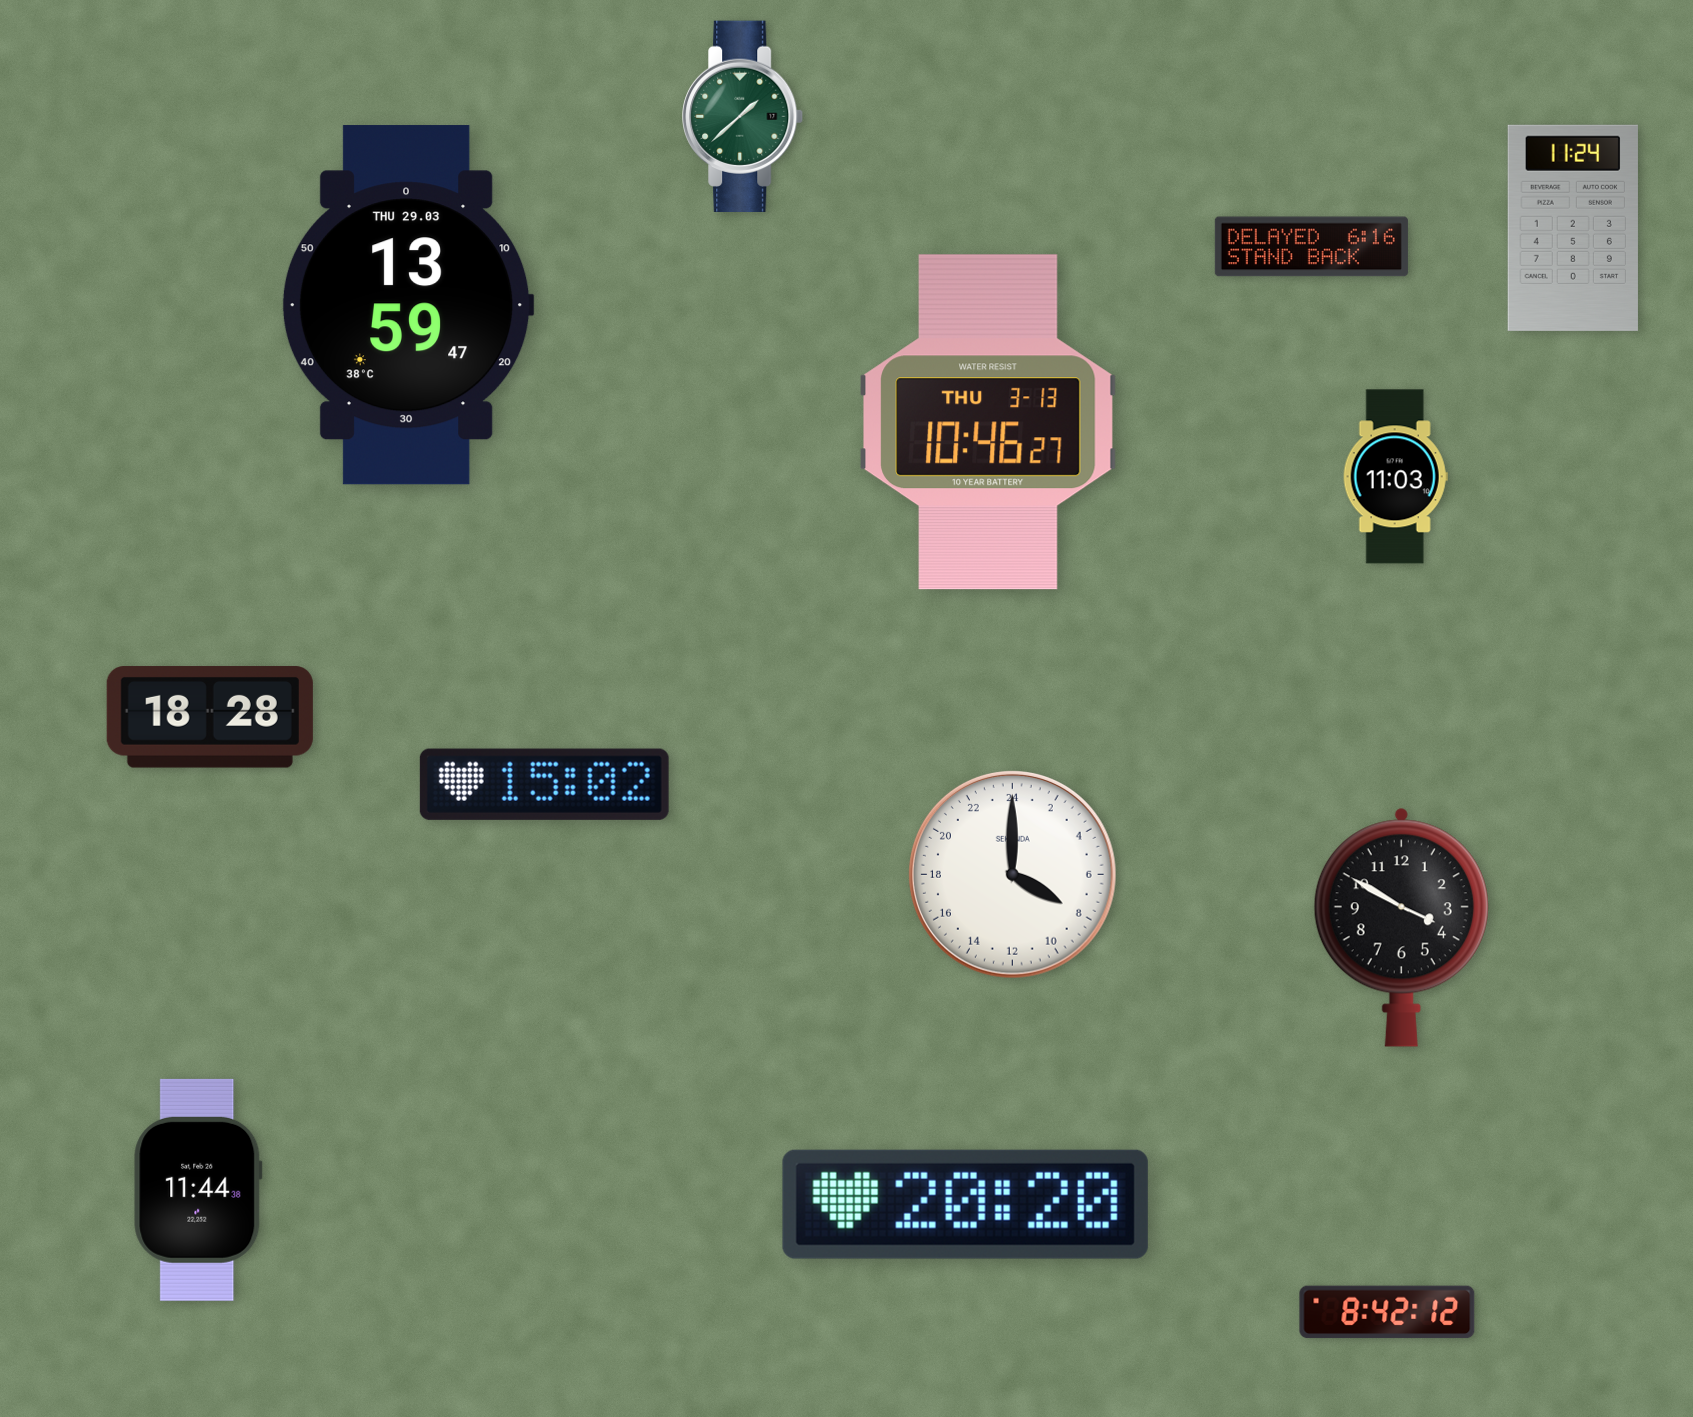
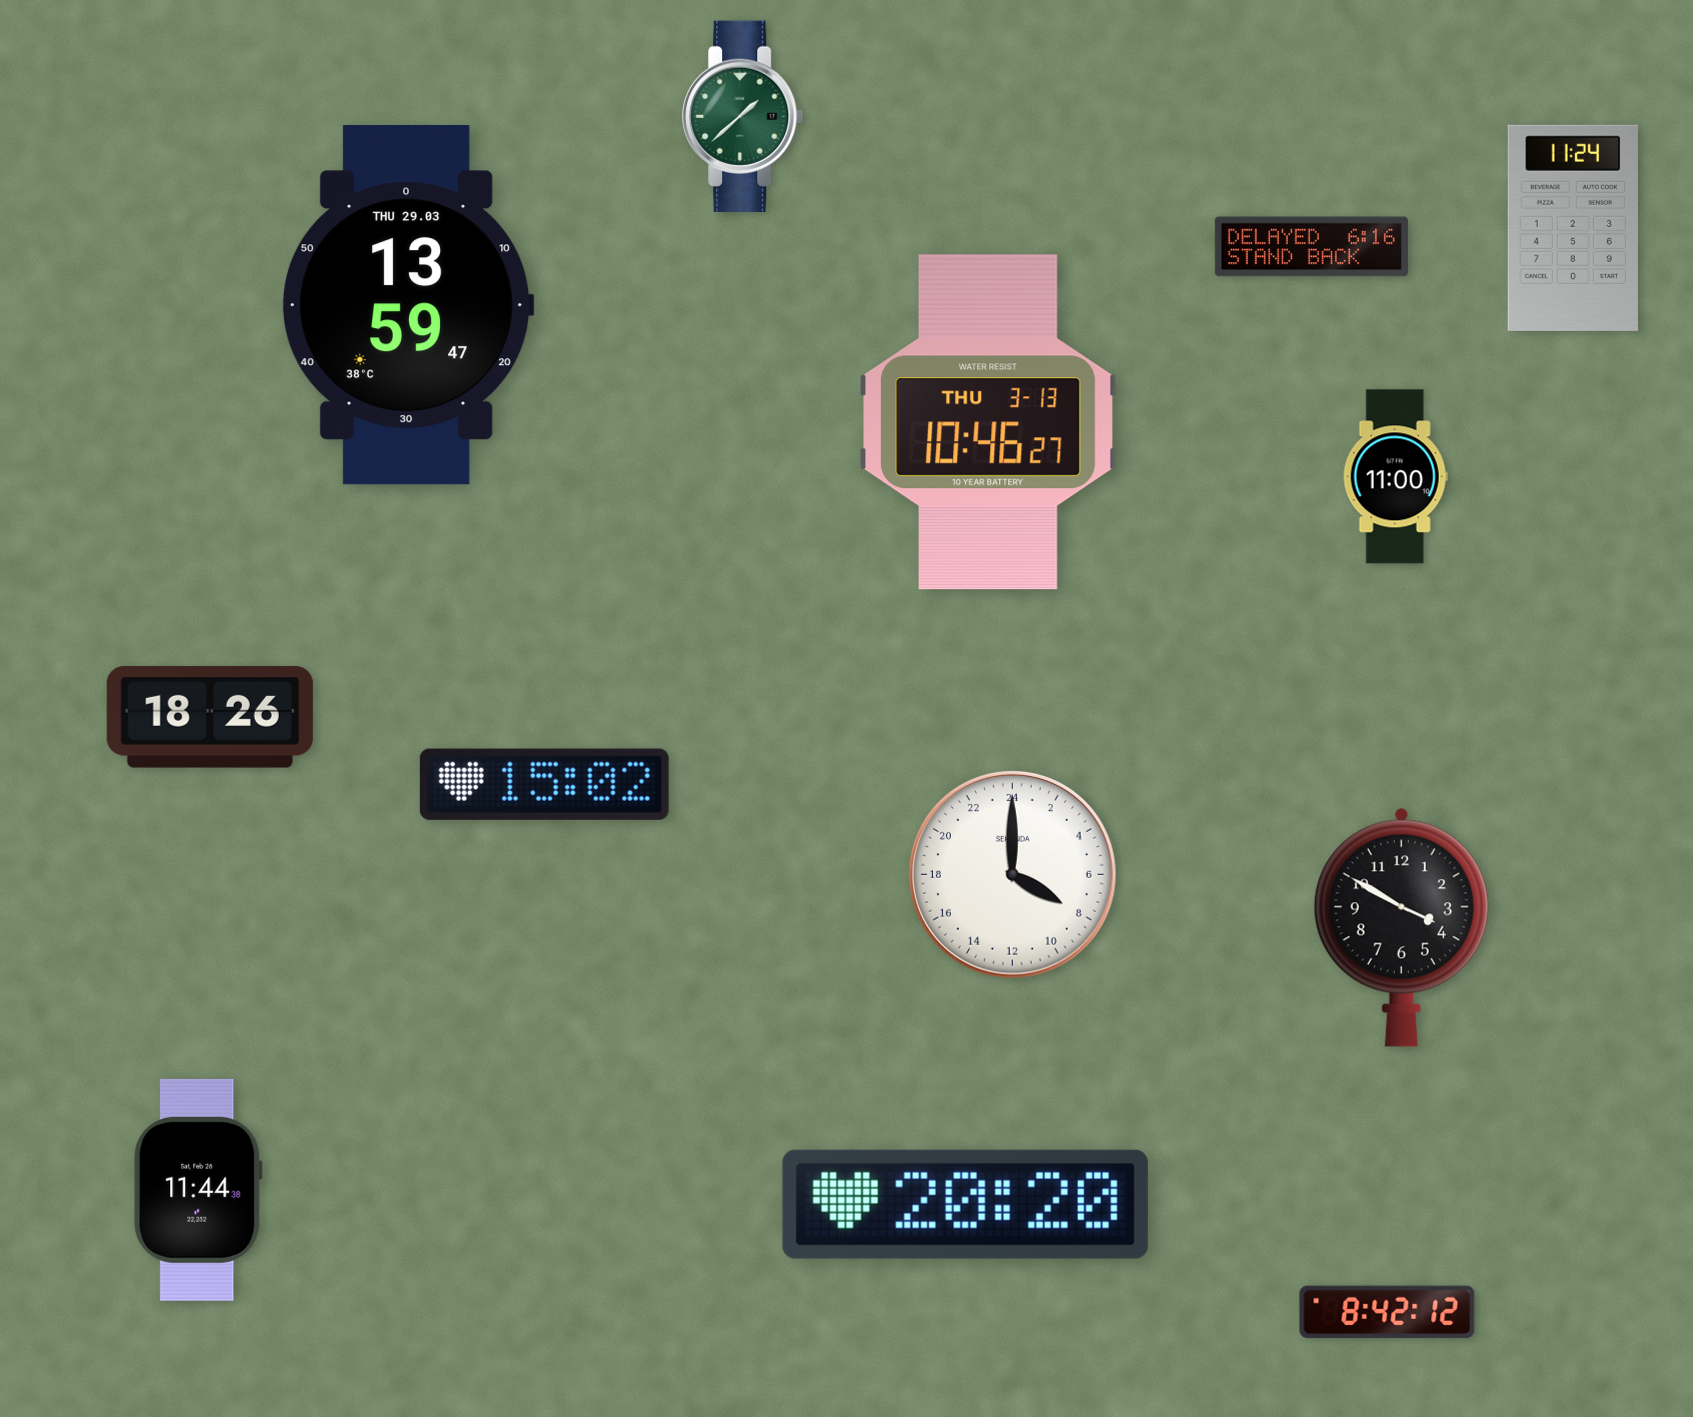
clock at (1395, 477): 11:03 -> 11:00
clock at (210, 717): 18:28 -> 18:26
